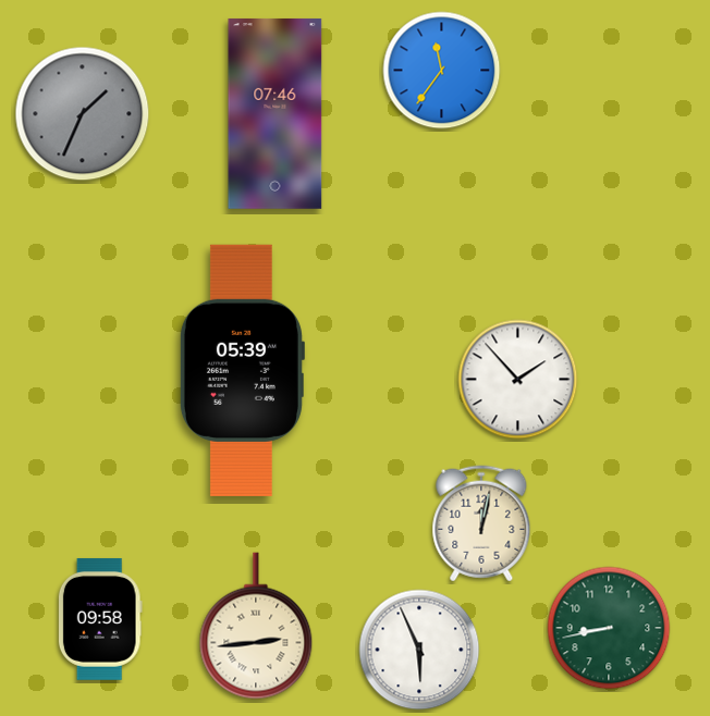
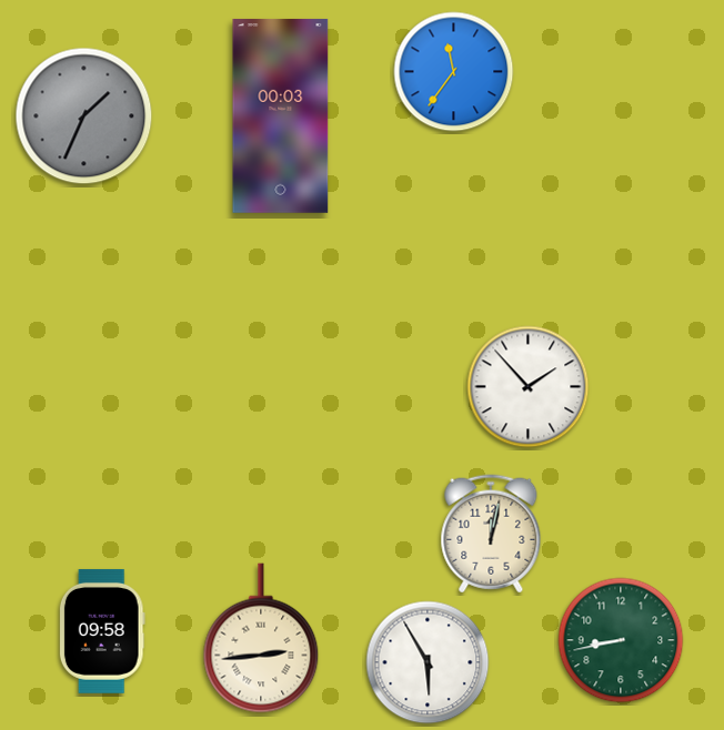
clock at (442, 71) position: (442, 71) -> (454, 72)
clock at (276, 113): 07:46 -> 00:03
clock at (242, 370): 05:39 -> none
clock at (419, 650): 5:56 -> 5:55
